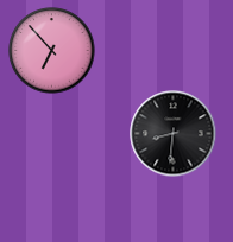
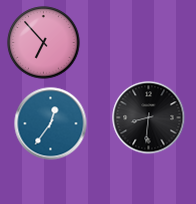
clock at (174, 134) position: (174, 134) -> (149, 118)
clock at (51, 124): none -> 12:36
